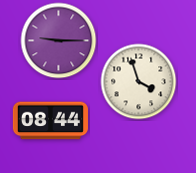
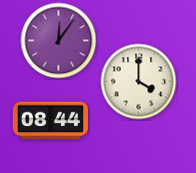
clock at (59, 41): 9:15 -> 12:06
clock at (139, 82): 3:57 -> 4:00
